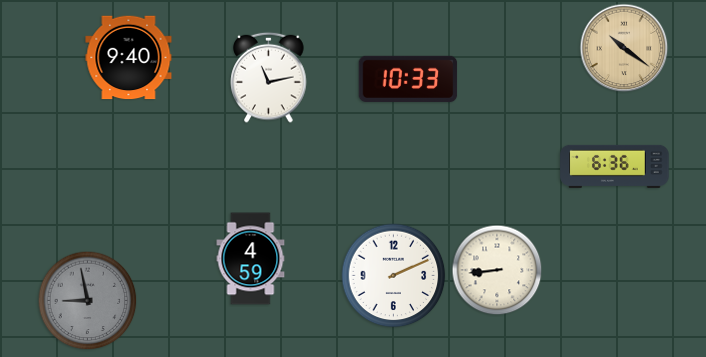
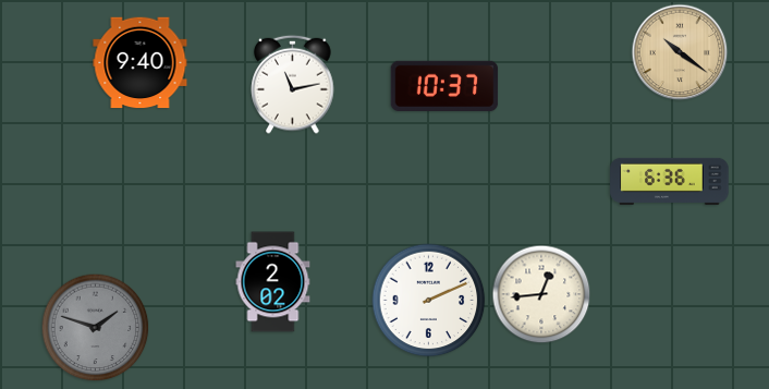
clock at (408, 79): 10:33 -> 10:37
clock at (251, 259): 4:59 -> 2:02
clock at (497, 270): 8:44 -> 12:44
clock at (88, 301): 8:58 -> 1:48
